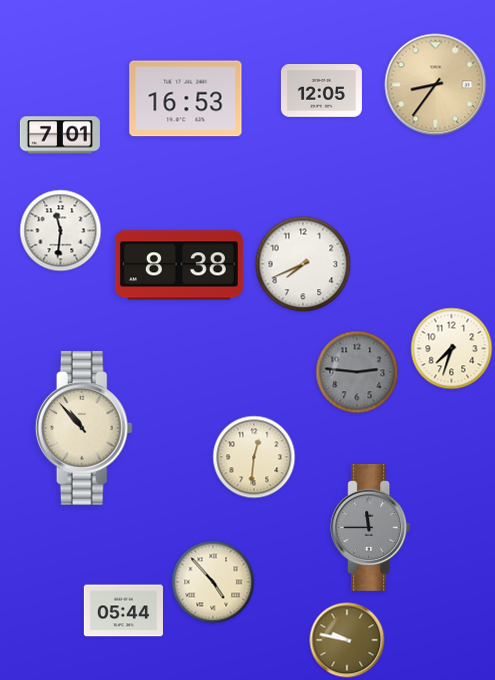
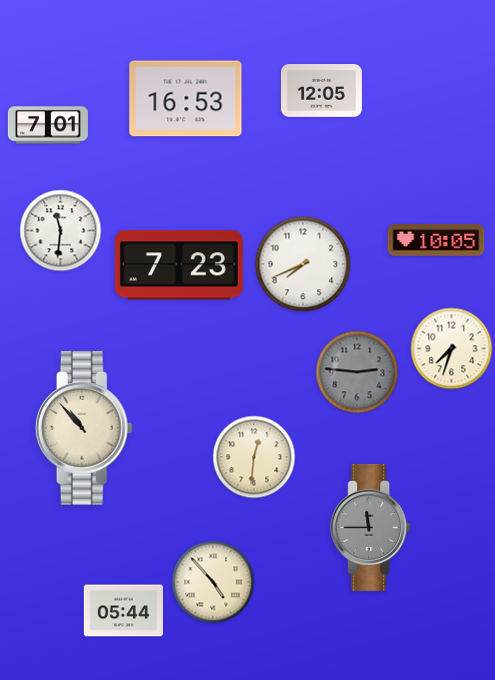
clock at (436, 85): 8:36 -> none
clock at (60, 135) position: (60, 135) -> (48, 125)
clock at (436, 240): none -> 10:05
clock at (179, 265): 8:38 -> 7:23
clock at (347, 640): 9:47 -> none
